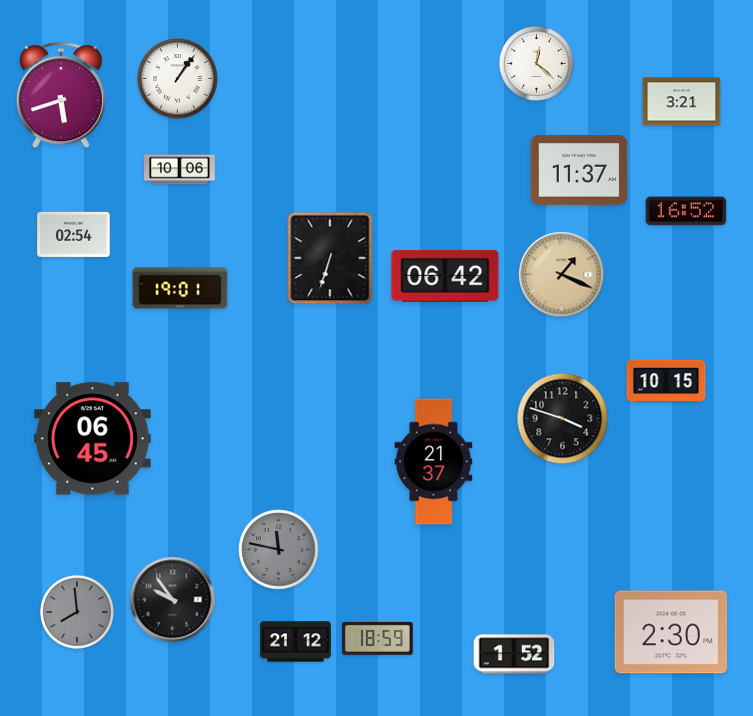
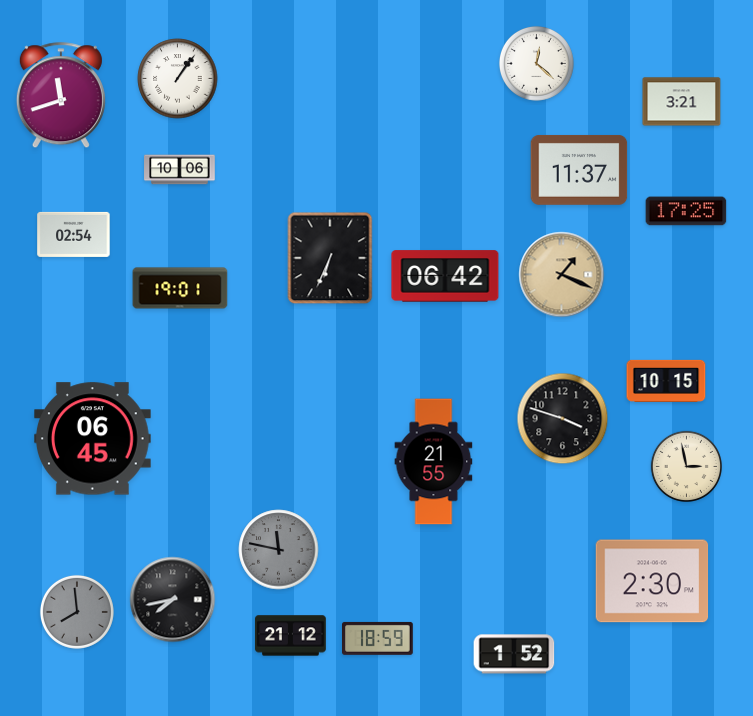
clock at (61, 96): 5:42 -> 11:42
clock at (686, 211): 16:52 -> 17:25
clock at (330, 258): 6:33 -> 6:34
clock at (434, 462): 21:37 -> 21:55
clock at (686, 466): none -> 2:58
clock at (173, 600): 9:54 -> 7:43
clock at (671, 632) position: (671, 632) -> (652, 581)
clock at (296, 642) position: (296, 642) -> (291, 636)
